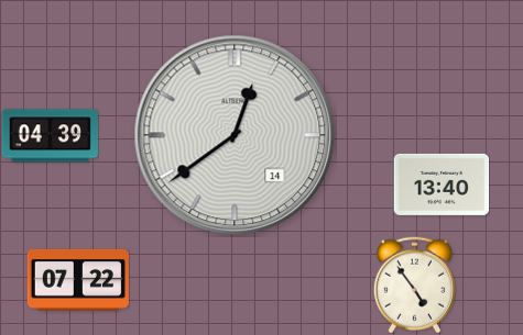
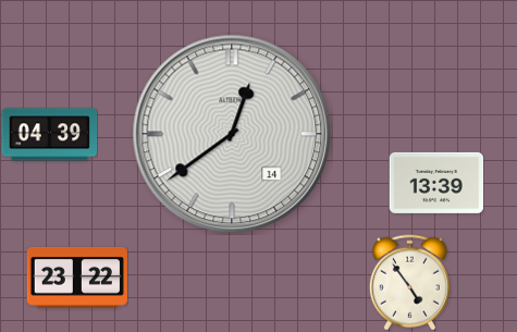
clock at (442, 185): 13:40 -> 13:39
clock at (78, 280): 07:22 -> 23:22
